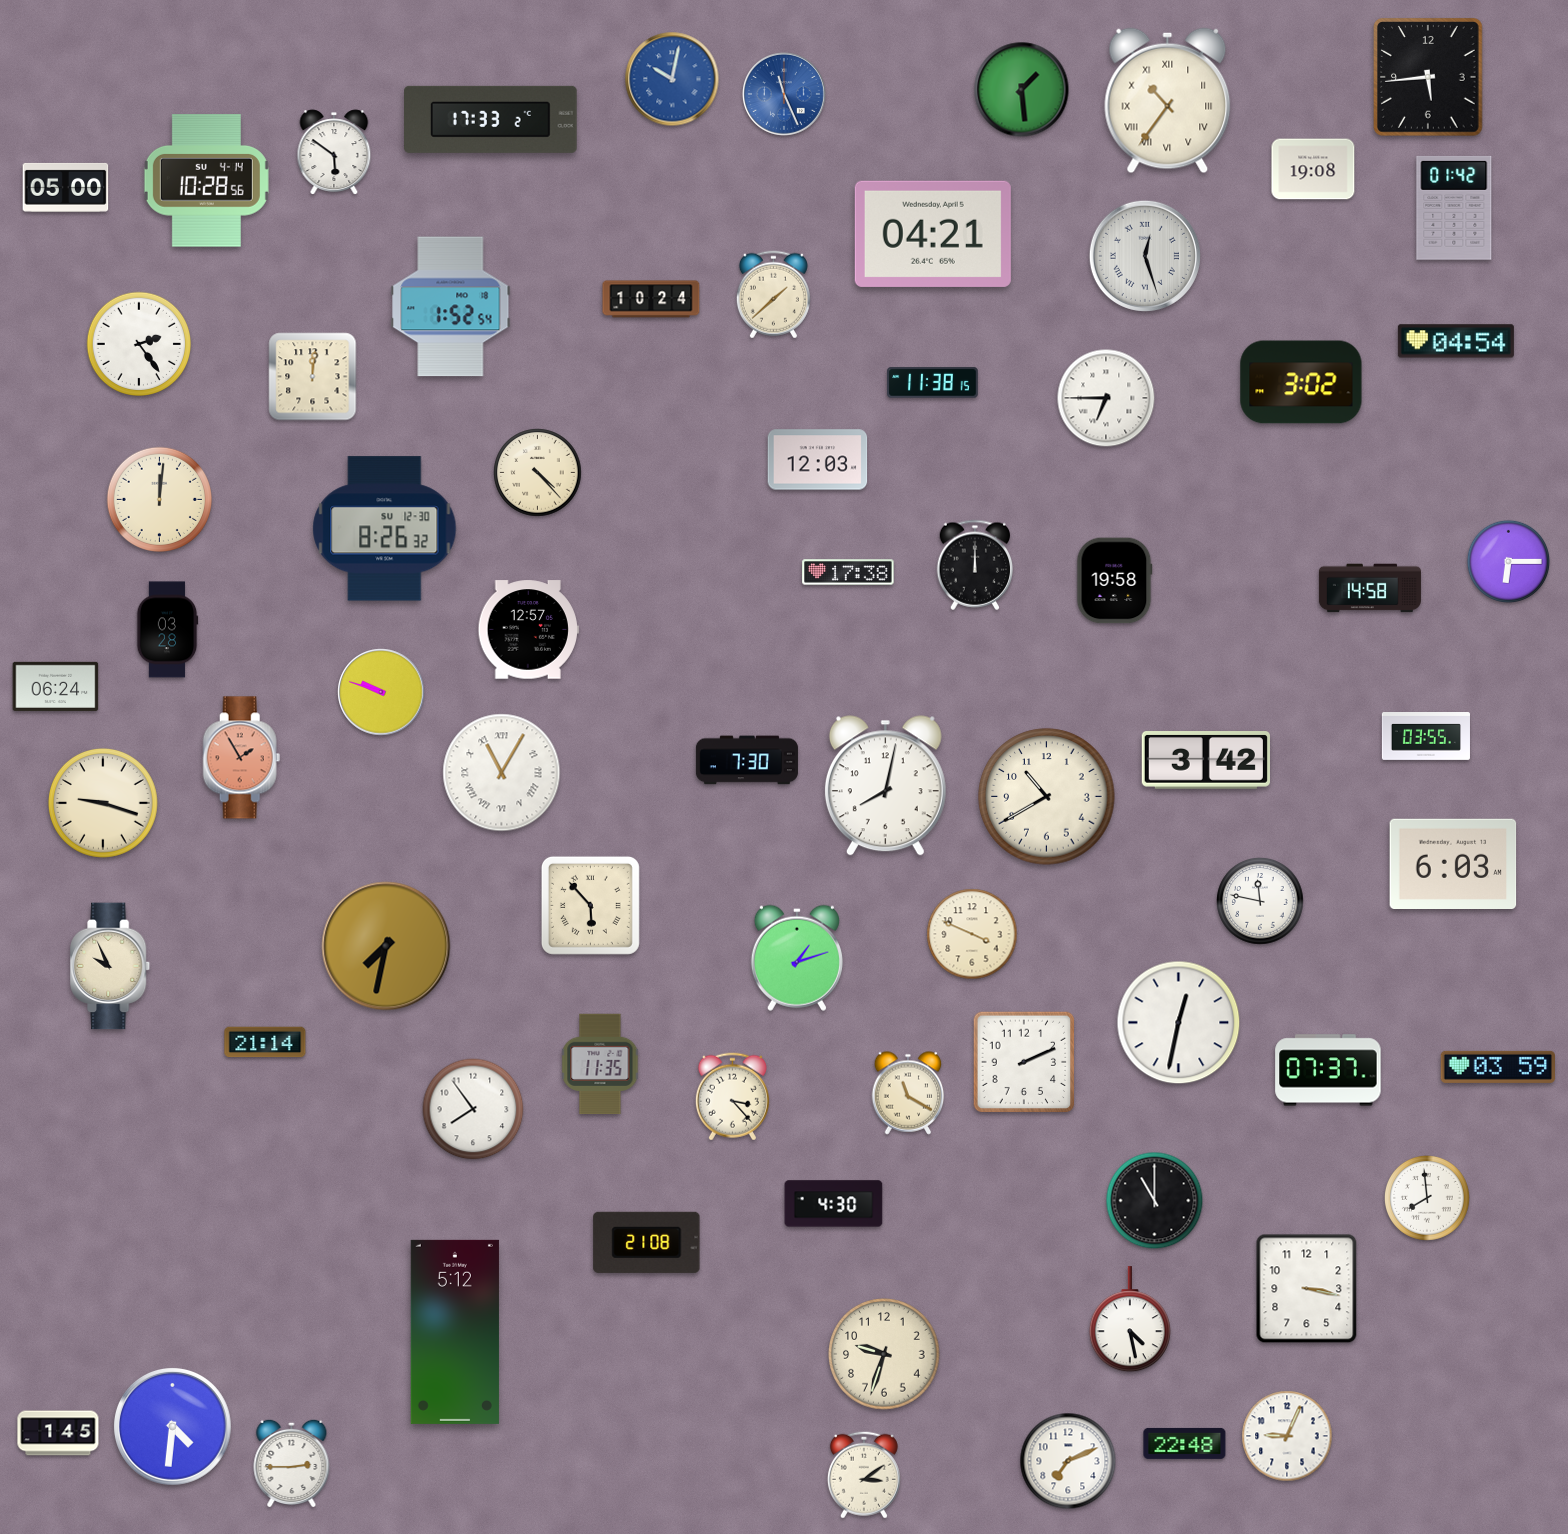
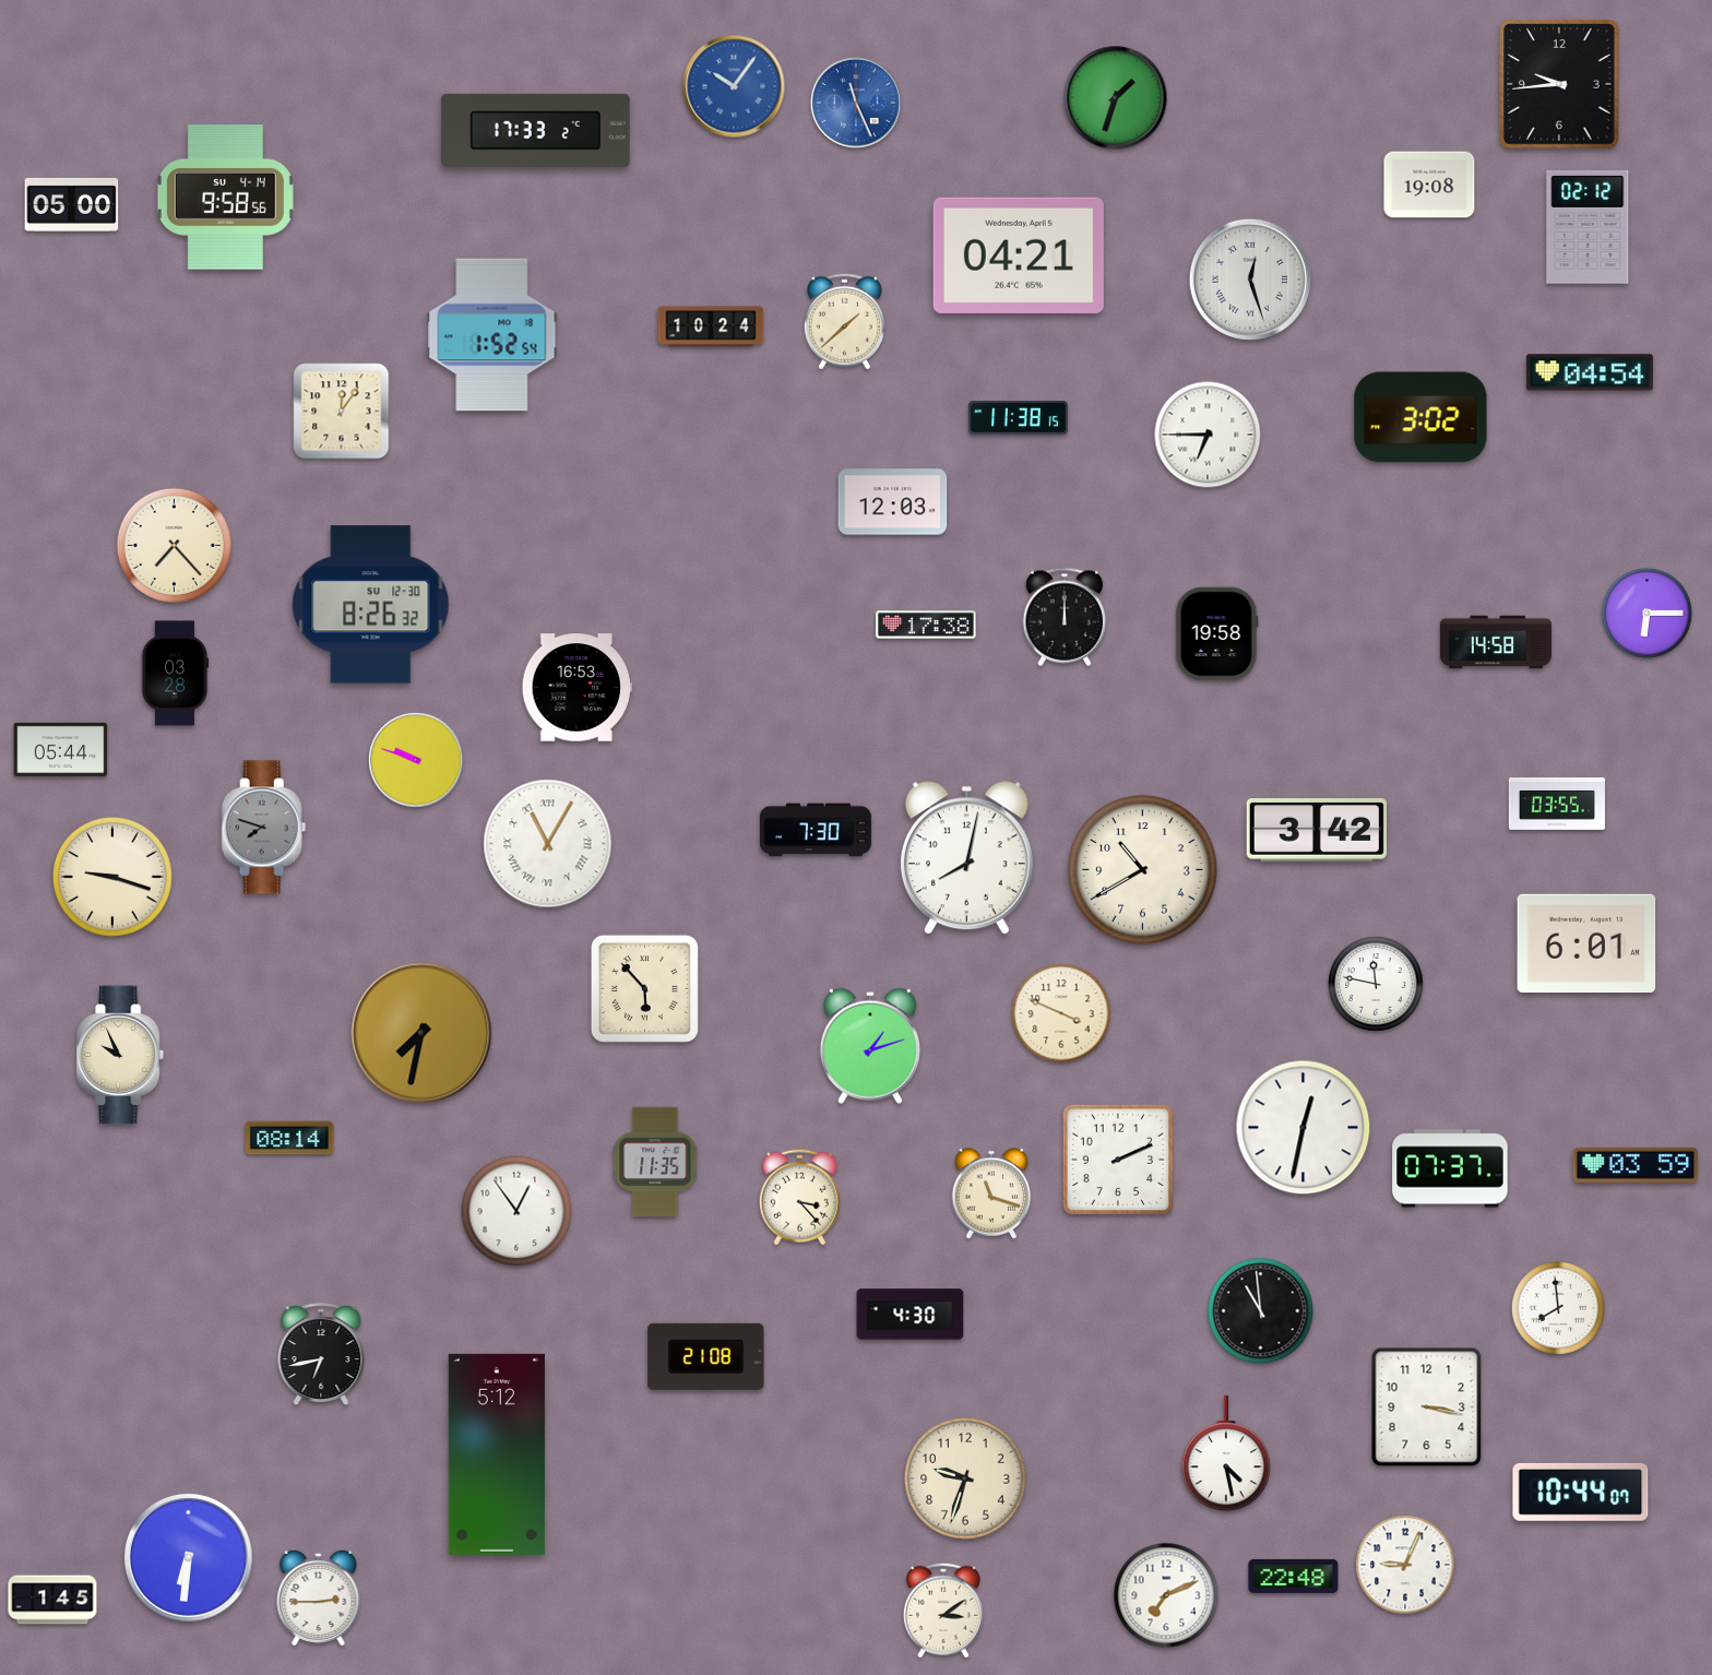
clock at (1429, 77): 5:44 -> 9:44
clock at (672, 79): 10:02 -> 10:06
clock at (1022, 90): 1:29 -> 1:33
clock at (1168, 101): 10:36 -> none
clock at (334, 152): 5:51 -> none
clock at (1313, 169) position: (1313, 169) -> (1429, 185)
clock at (206, 181): 10:28 -> 9:58
clock at (1454, 208): 01:42 -> 02:12
clock at (138, 343): 2:24 -> none
clock at (313, 377): 12:01 -> 12:06
clock at (538, 473): 4:23 -> none
clock at (159, 499): 12:01 -> 7:23
clock at (385, 529) position: (385, 529) -> (371, 605)
clock at (167, 630) position: (167, 630) -> (175, 674)
clock at (528, 630): 12:57 -> 16:53
clock at (56, 686): 06:24 -> 05:44
clock at (381, 692) position: (381, 692) -> (416, 760)
clock at (242, 758): 1:55 -> 7:48
clock at (242, 758) dial: salmon -> grey
clock at (1453, 863): 6:03 -> 6:01
clock at (972, 934) position: (972, 934) -> (1061, 1013)
clock at (1179, 1023) position: (1179, 1023) -> (1304, 1128)
clock at (265, 1042): 21:14 -> 08:14
clock at (908, 1093): 11:20 -> 11:18
clock at (473, 1109): 7:54 -> 12:54
clock at (1155, 1201): 11:00 -> 10:59
clock at (321, 1354): none -> 6:43
clock at (1130, 1320) position: (1130, 1320) -> (1226, 1454)
clock at (1581, 1492): none -> 10:44
clock at (173, 1427): 4:31 -> 6:31
clock at (58, 1433) position: (58, 1433) -> (52, 1600)
clock at (1287, 1436) position: (1287, 1436) -> (1405, 1565)
